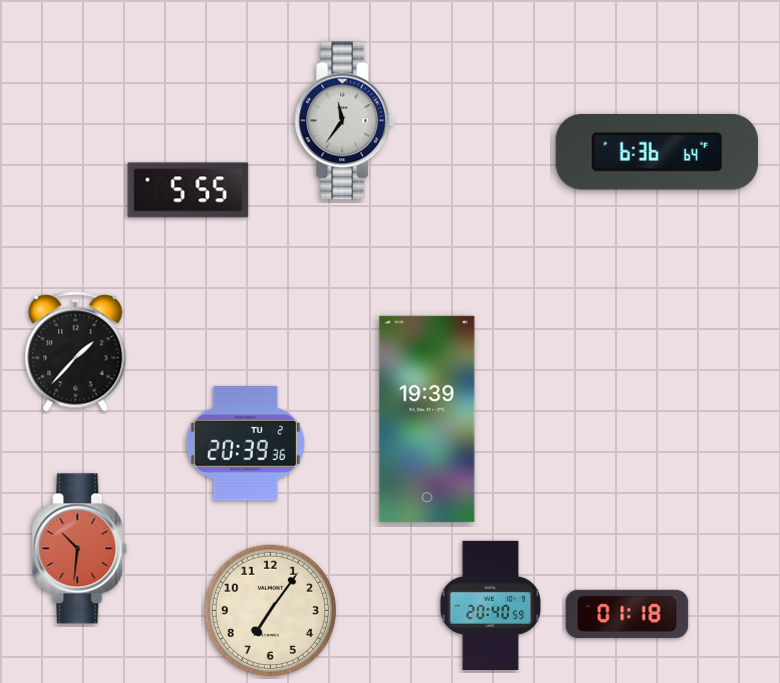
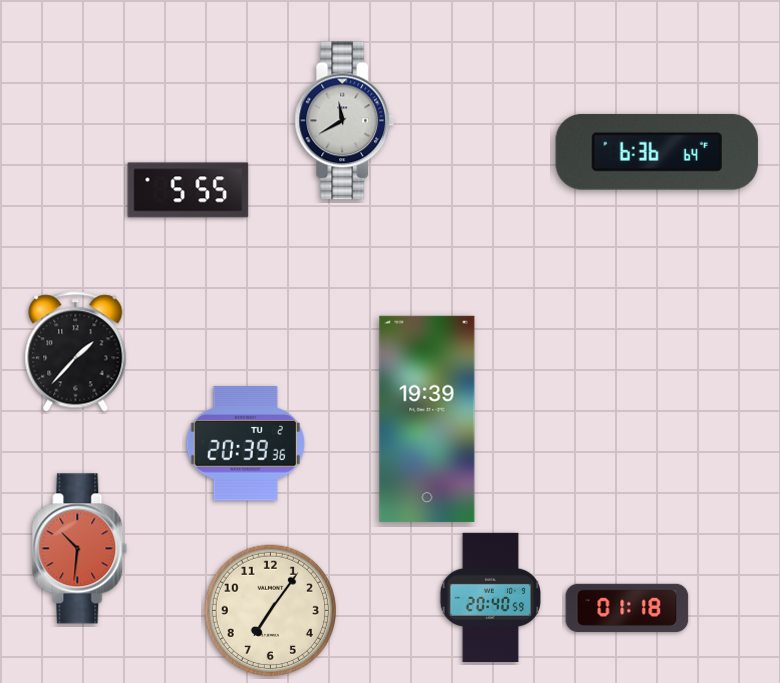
clock at (345, 121): 11:36 -> 11:40
clock at (490, 605) position: (490, 605) -> (490, 597)
clock at (627, 614) position: (627, 614) -> (627, 608)
